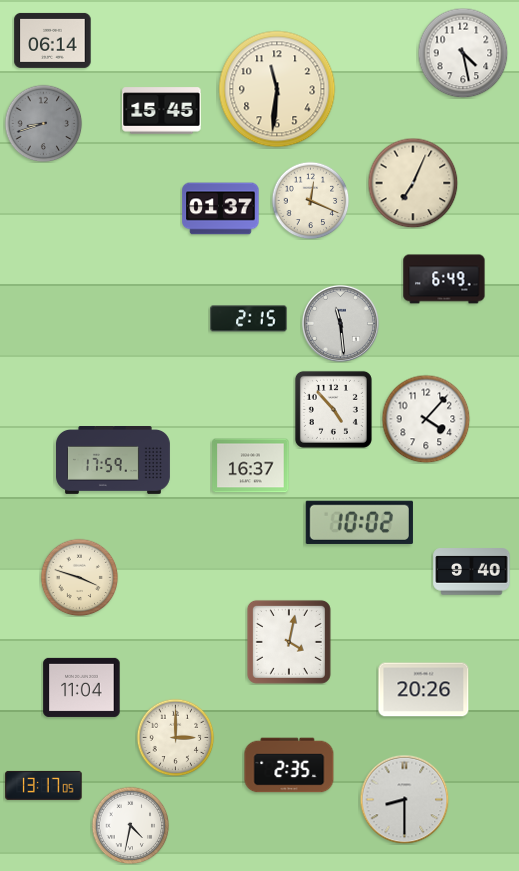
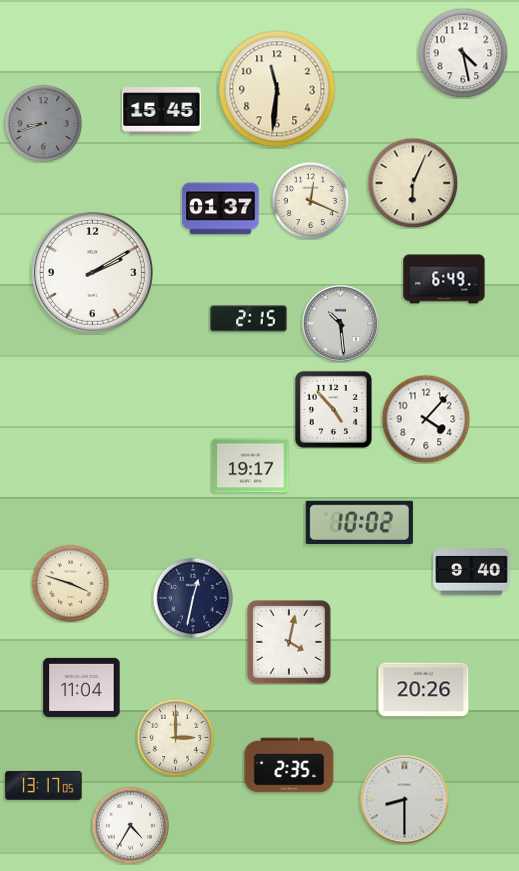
clock at (53, 40): 06:14 -> none
clock at (413, 183): 7:04 -> 6:04
clock at (92, 272): none -> 2:10
clock at (340, 323): 11:29 -> 10:29
clock at (114, 461): 17:59 -> none
clock at (251, 466): 16:37 -> 19:17
clock at (79, 577) position: (79, 577) -> (70, 583)
clock at (193, 598): none -> 12:32
clock at (130, 825): 4:32 -> 4:35
